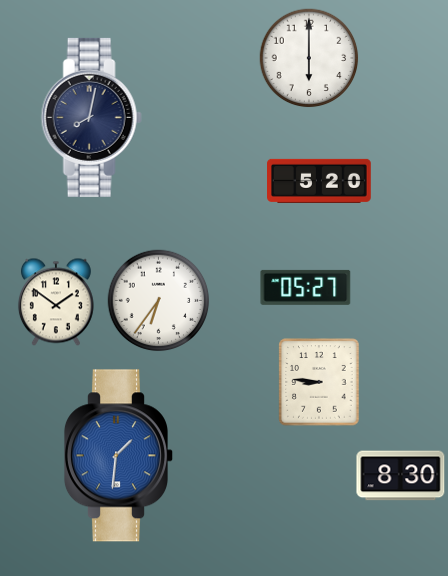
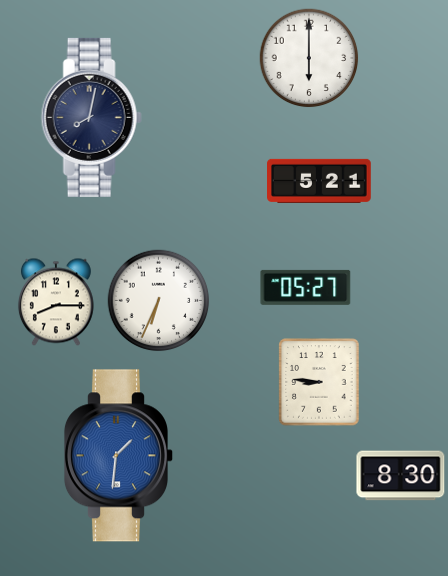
clock at (320, 181): 5:20 -> 5:21
clock at (159, 301): 6:36 -> 6:34
clock at (56, 302): 1:51 -> 8:15
